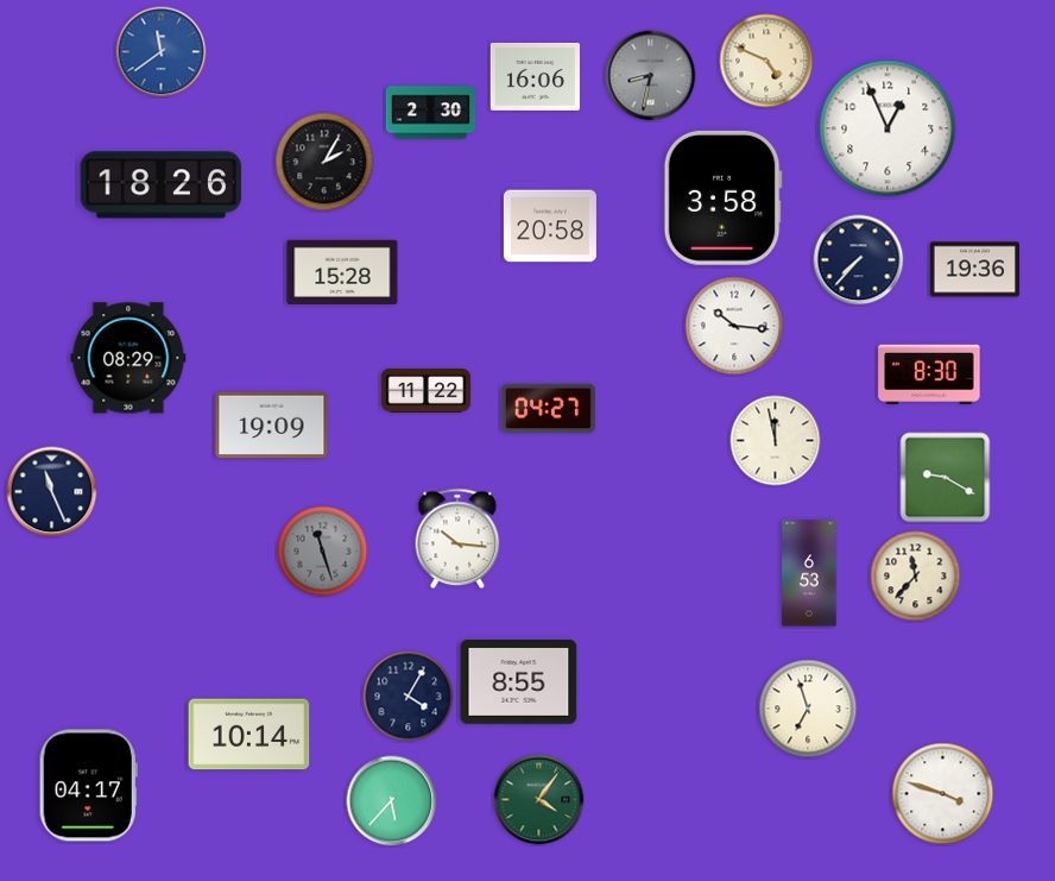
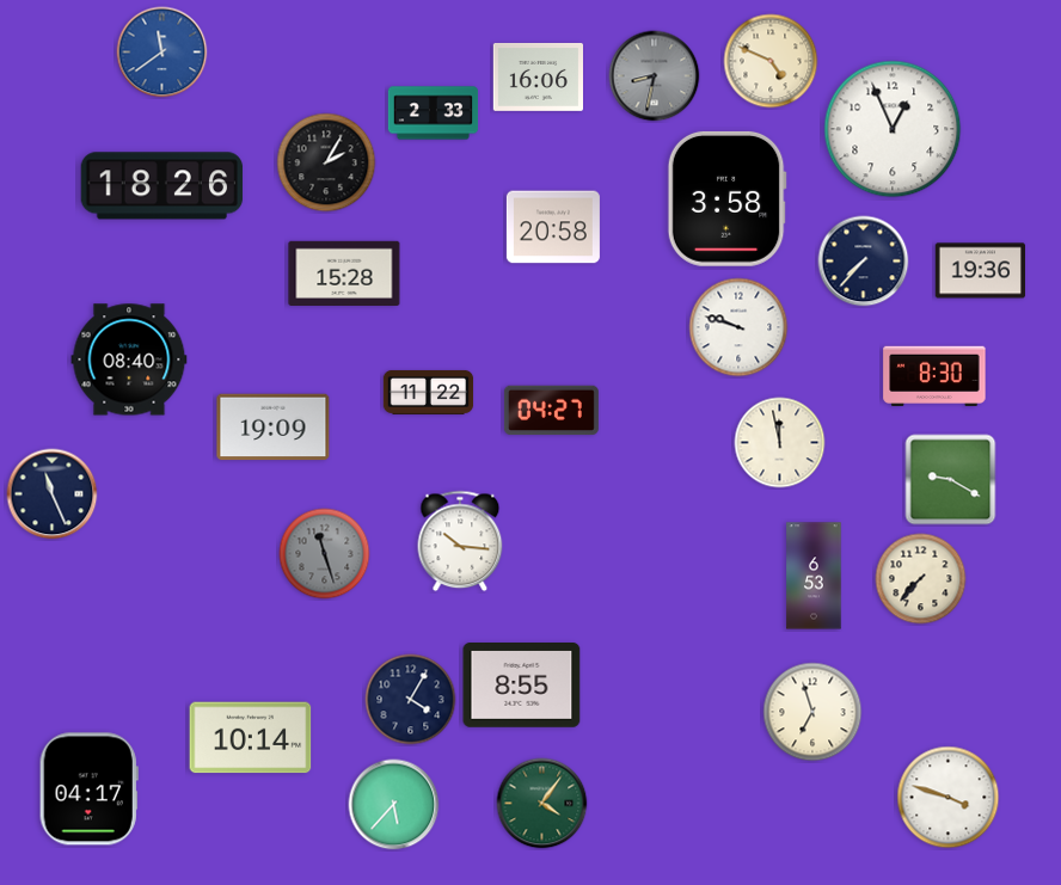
clock at (431, 113): 2:30 -> 2:33
clock at (734, 326): 10:16 -> 9:48
clock at (128, 358): 08:29 -> 08:40
clock at (916, 577): 11:37 -> 7:37
